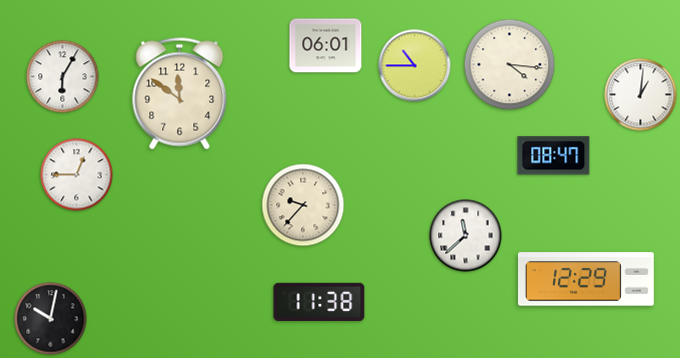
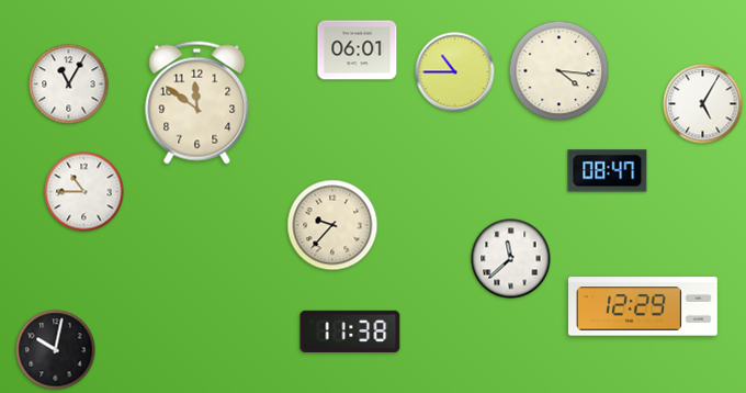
clock at (63, 77): 6:05 -> 11:05
clock at (641, 95): 1:01 -> 5:05
clock at (77, 175): 12:45 -> 10:45
